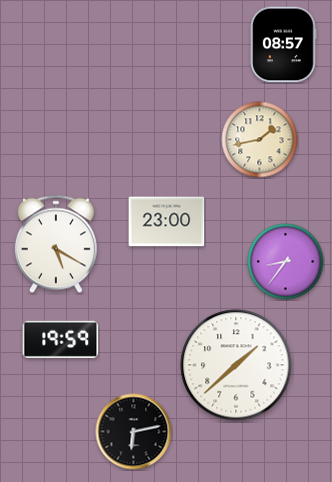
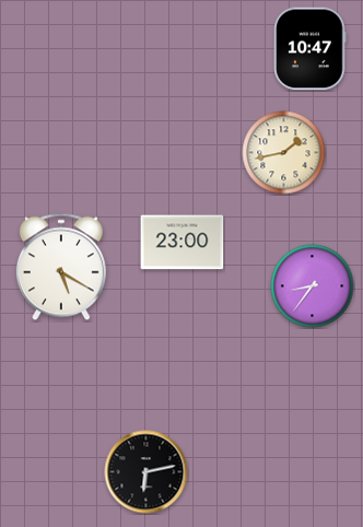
clock at (284, 45): 08:57 -> 10:47
clock at (61, 339): 19:59 -> none
clock at (236, 365): 1:38 -> none
